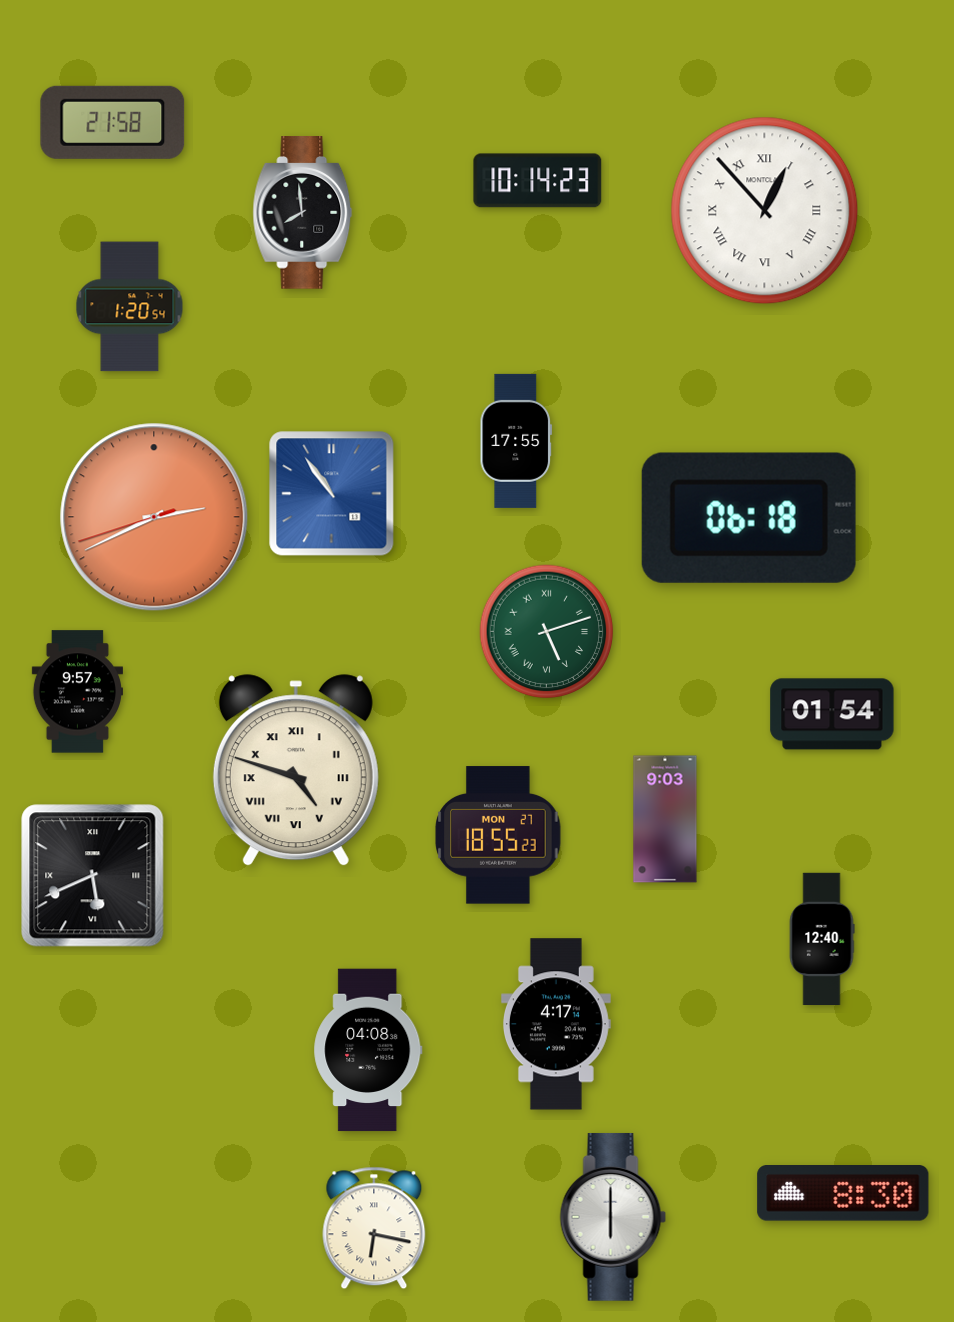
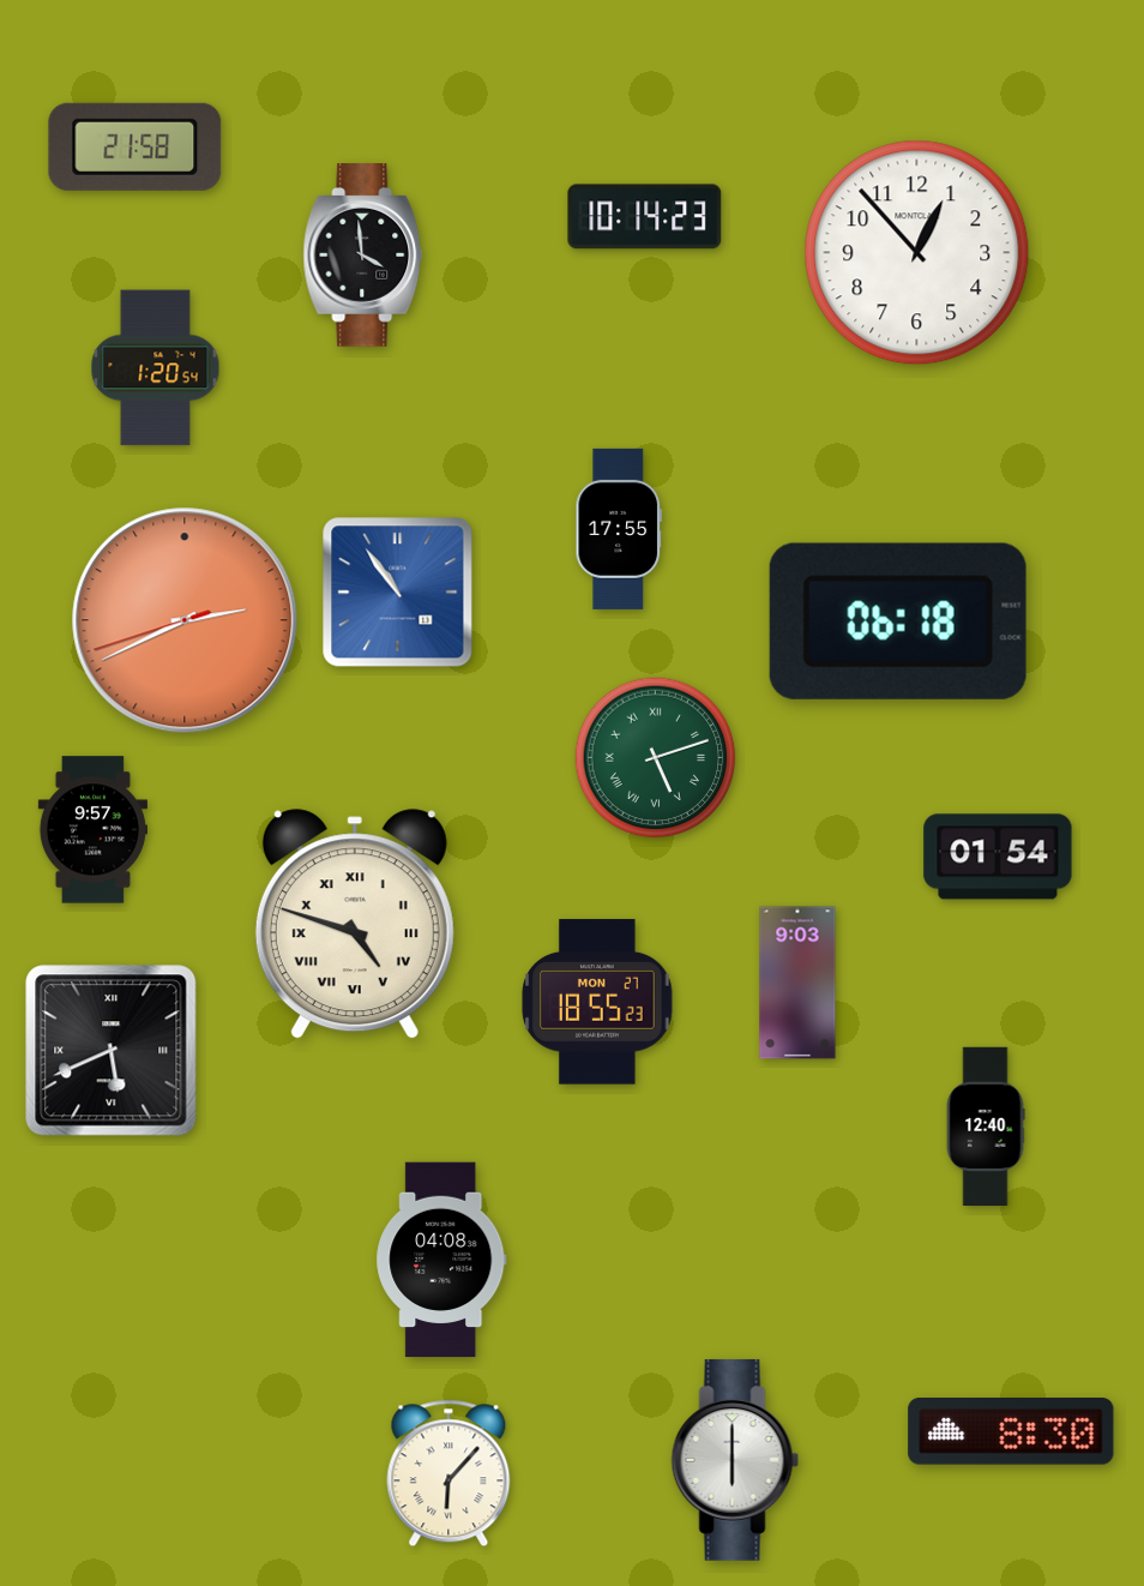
clock at (765, 211) numerals: Roman -> Arabic
clock at (303, 213): 7:59 -> 3:59
clock at (556, 1024): 4:17 -> none
clock at (374, 1228): 6:17 -> 6:07
